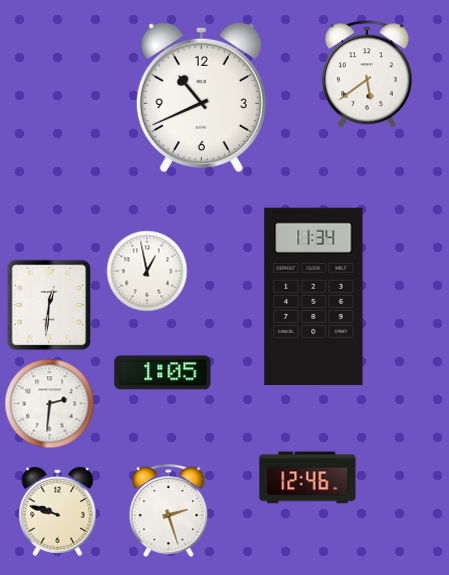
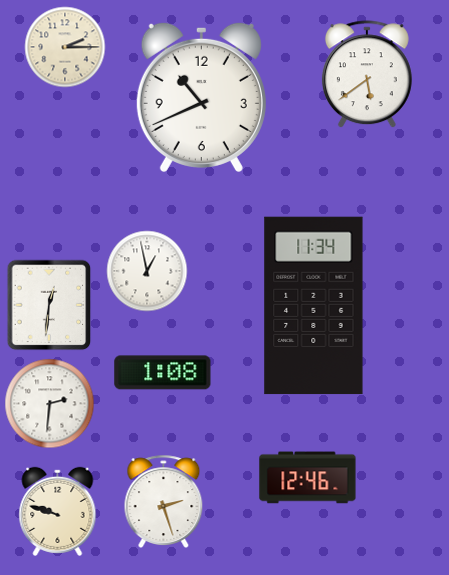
clock at (65, 47): none -> 2:15
clock at (314, 297) position: (314, 297) -> (314, 306)
clock at (163, 373): 1:05 -> 1:08
clock at (169, 510) position: (169, 510) -> (164, 501)
